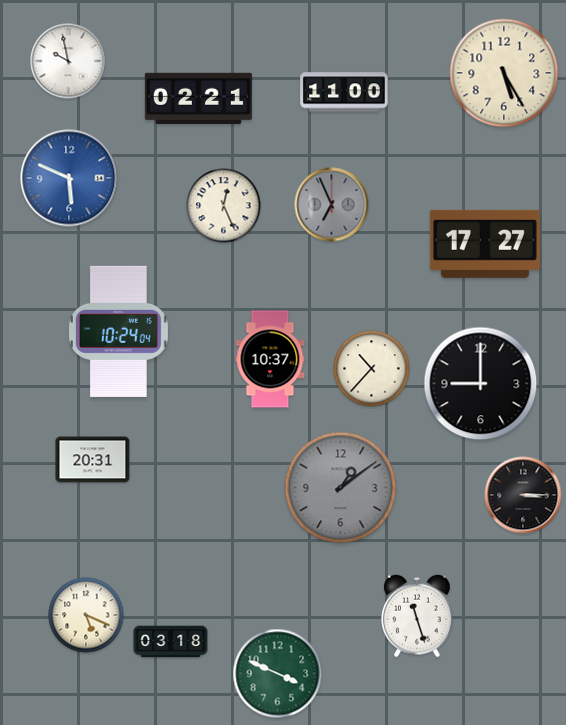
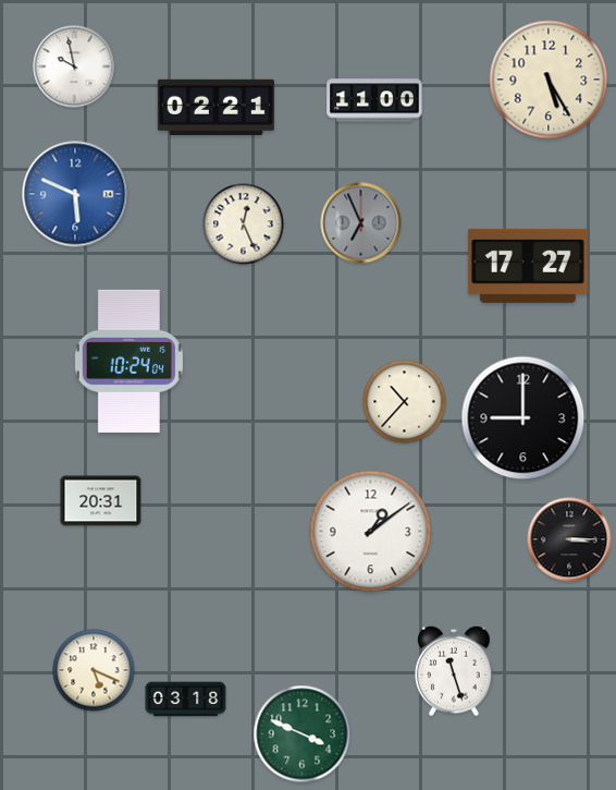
clock at (270, 359): 10:37 -> none
clock at (341, 488) dial: grey -> white
